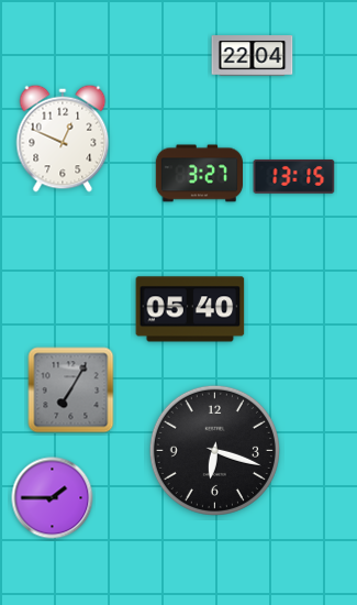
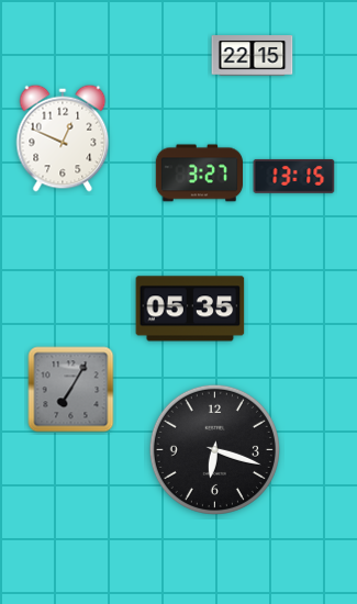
clock at (253, 56): 22:04 -> 22:15
clock at (190, 309): 05:40 -> 05:35
clock at (53, 498): 1:45 -> none
